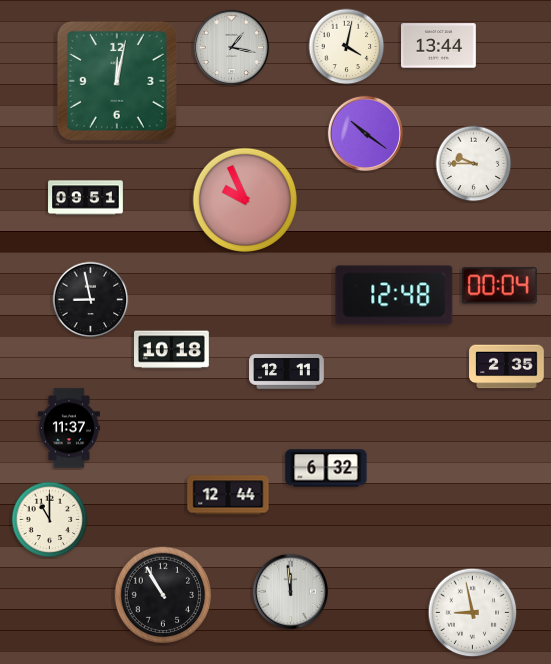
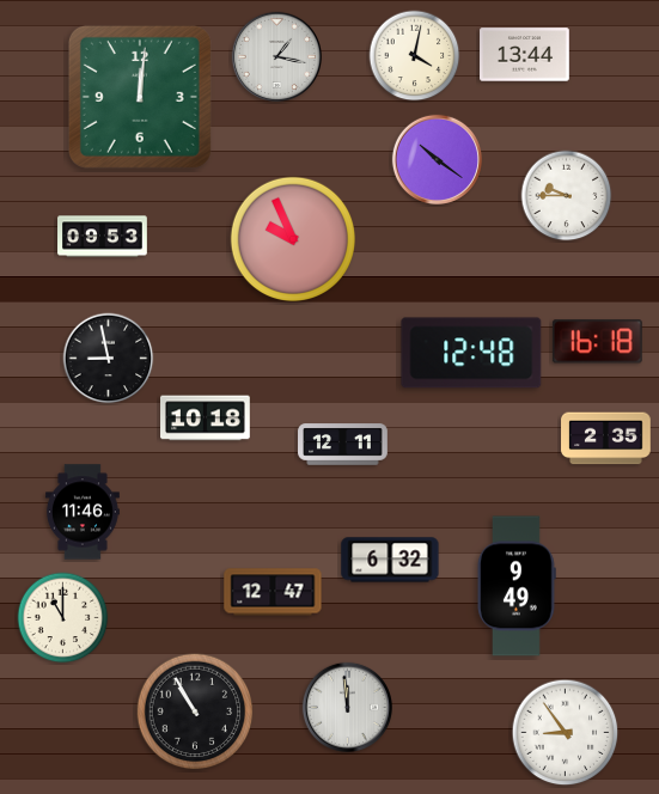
clock at (117, 81): 12:02 -> 12:01
clock at (86, 198): 09:51 -> 09:53
clock at (499, 286): 00:04 -> 16:18
clock at (69, 428): 11:37 -> 11:46
clock at (517, 586): none -> 9:49
clock at (228, 495): 12:44 -> 12:47
clock at (50, 520) position: (50, 520) -> (63, 618)
clock at (473, 613): 8:58 -> 8:54
